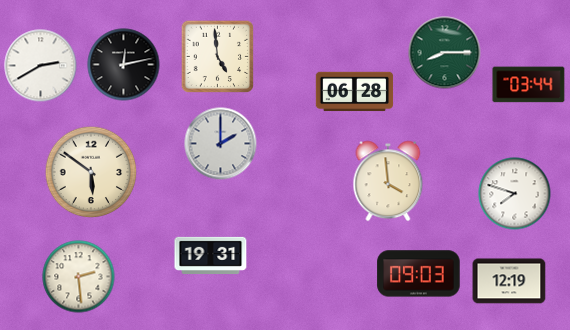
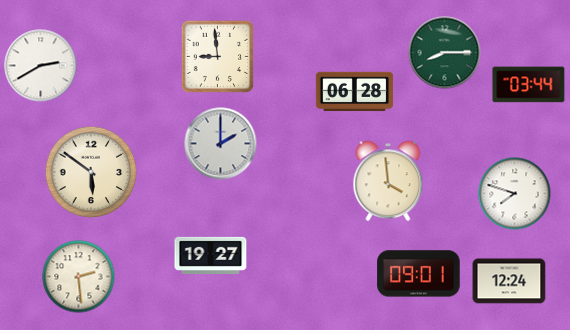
clock at (218, 57): 4:59 -> 8:59
clock at (124, 65): 12:13 -> none
clock at (211, 255): 19:31 -> 19:27
clock at (419, 274): 09:03 -> 09:01
clock at (509, 281): 12:19 -> 12:24
